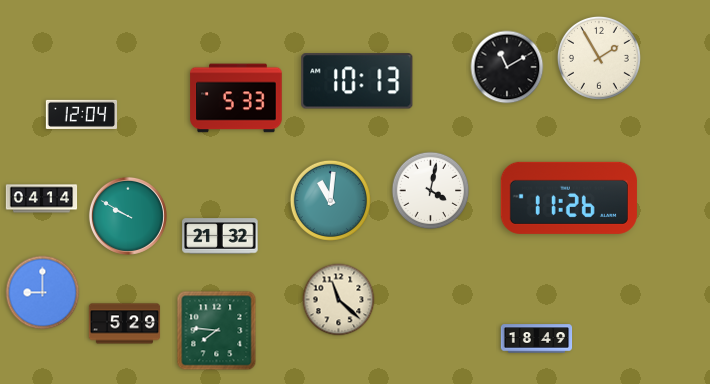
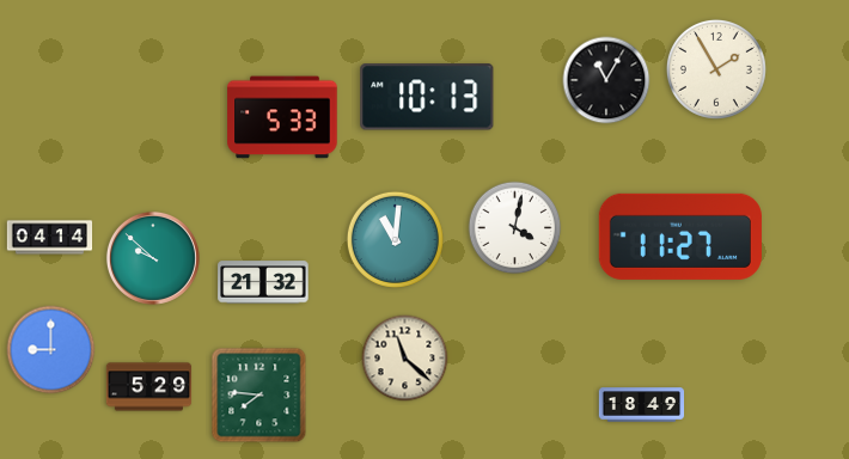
clock at (507, 67): 11:10 -> 11:05
clock at (82, 114): 12:04 -> none
clock at (569, 198): 11:26 -> 11:27
clock at (128, 216): 9:50 -> 9:52
